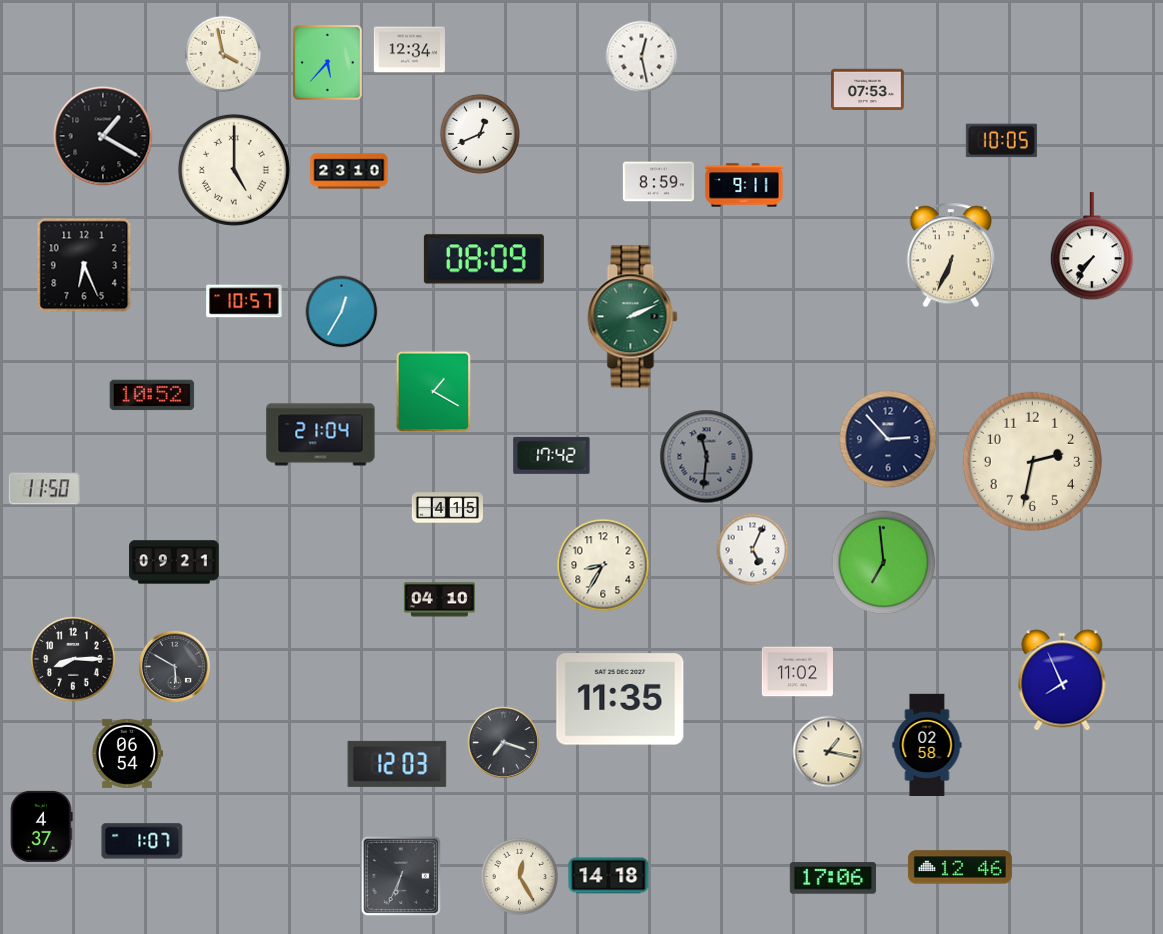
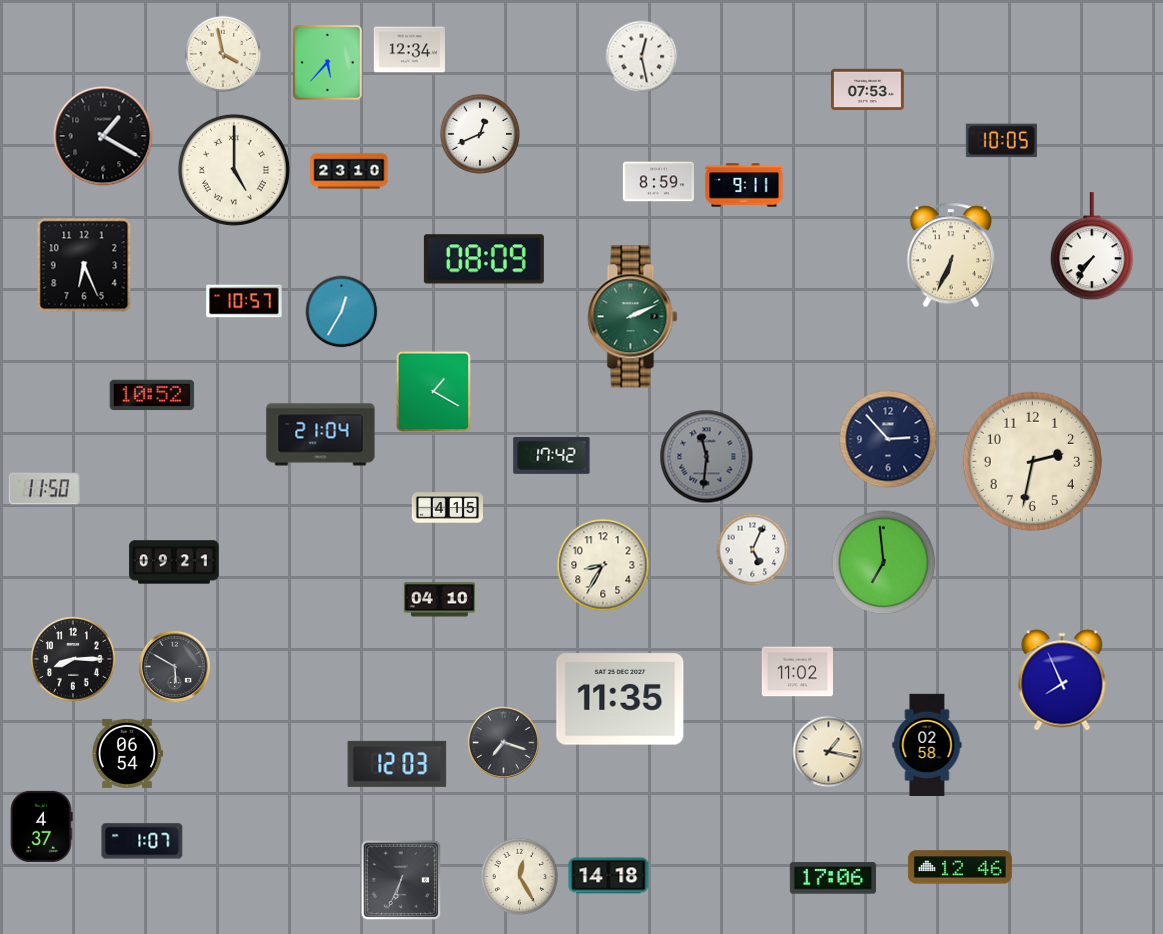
clock at (400, 875) position: (400, 875) -> (400, 879)
